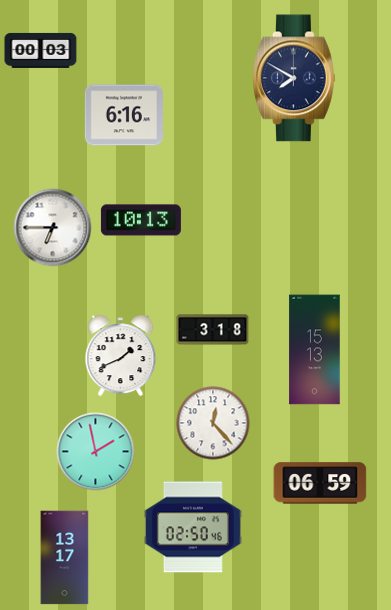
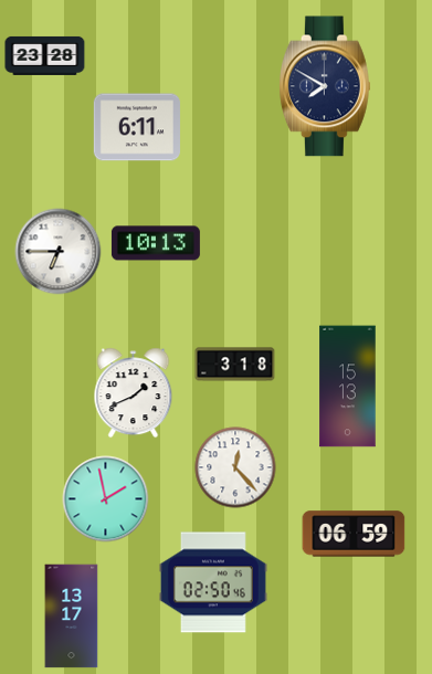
clock at (41, 50): 00:03 -> 23:28
clock at (124, 115): 6:16 -> 6:11
